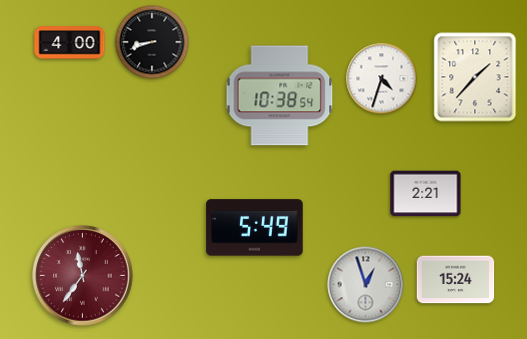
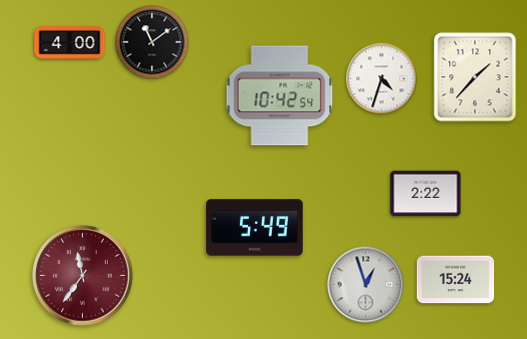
clock at (152, 42): 8:42 -> 11:09
clock at (280, 96): 10:38 -> 10:42
clock at (426, 194): 2:21 -> 2:22
